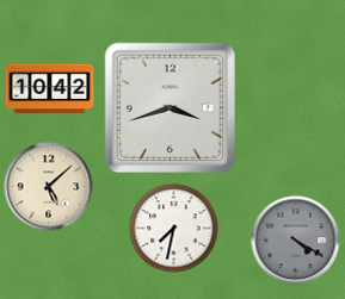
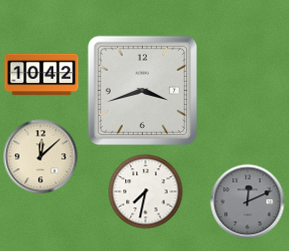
clock at (49, 187): 5:08 -> 12:08
clock at (296, 241): 4:20 -> 12:11
